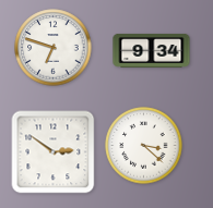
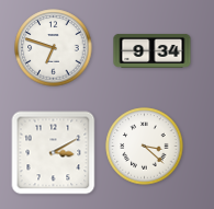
clock at (54, 152): 2:51 -> 3:10
